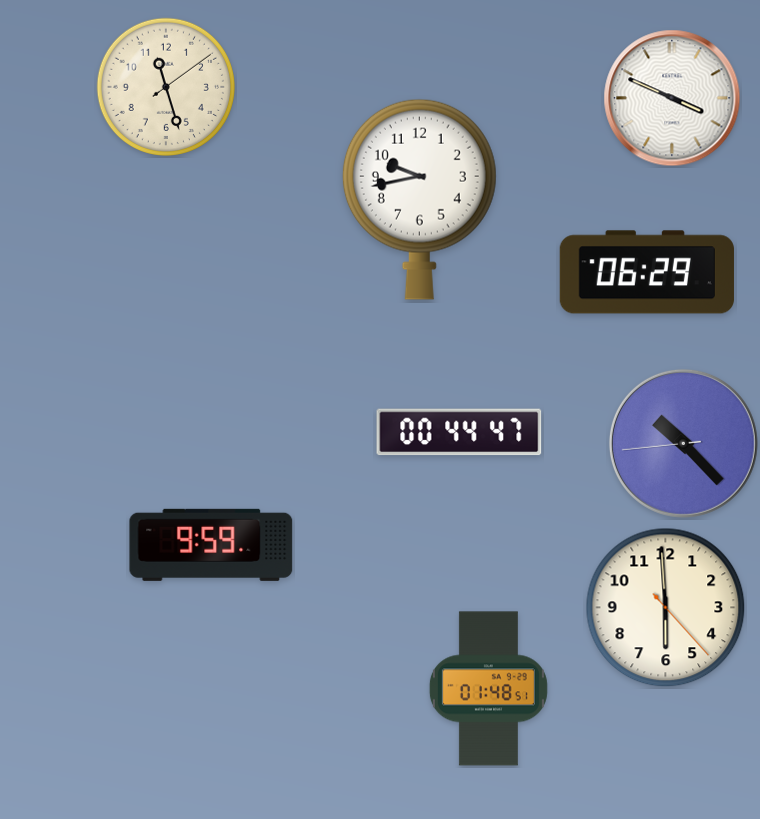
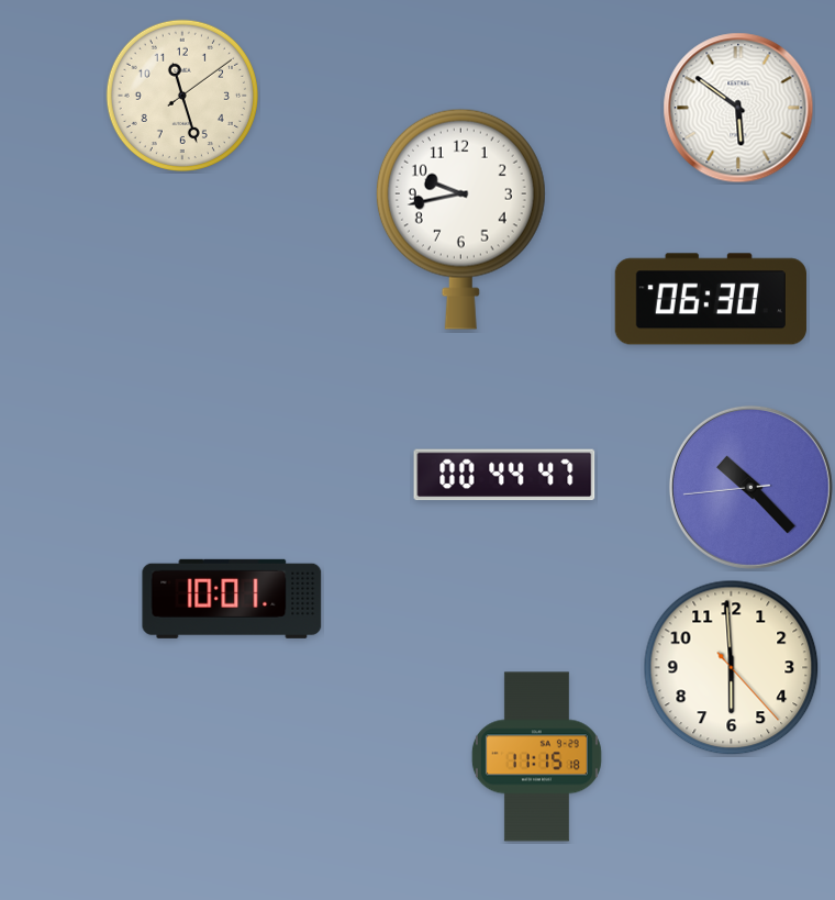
clock at (672, 98): 3:49 -> 5:51
clock at (647, 272): 06:29 -> 06:30
clock at (211, 545): 9:59 -> 10:01
clock at (488, 689): 01:48 -> 11:15
